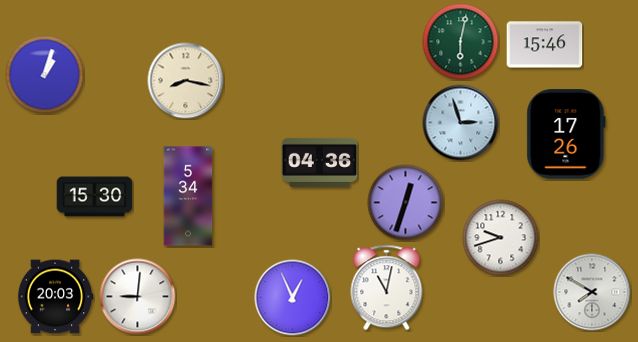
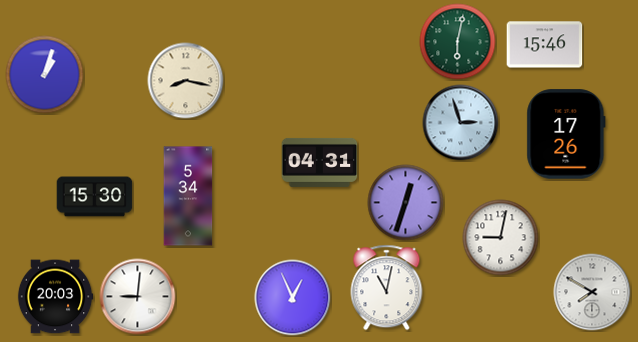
clock at (461, 42) position: (461, 42) -> (458, 42)
clock at (320, 162): 04:36 -> 04:31
clock at (501, 238): 9:42 -> 9:02
